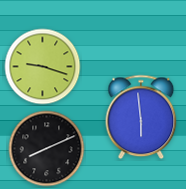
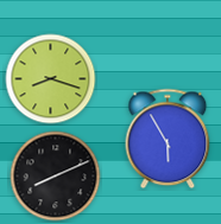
clock at (43, 67): 9:18 -> 8:18
clock at (141, 117): 5:59 -> 5:55
